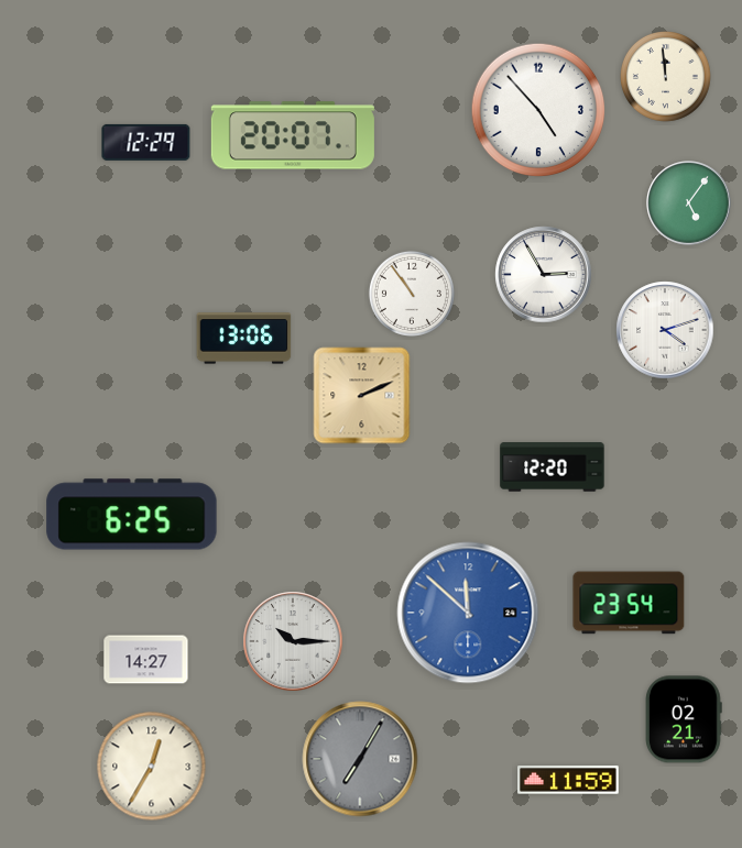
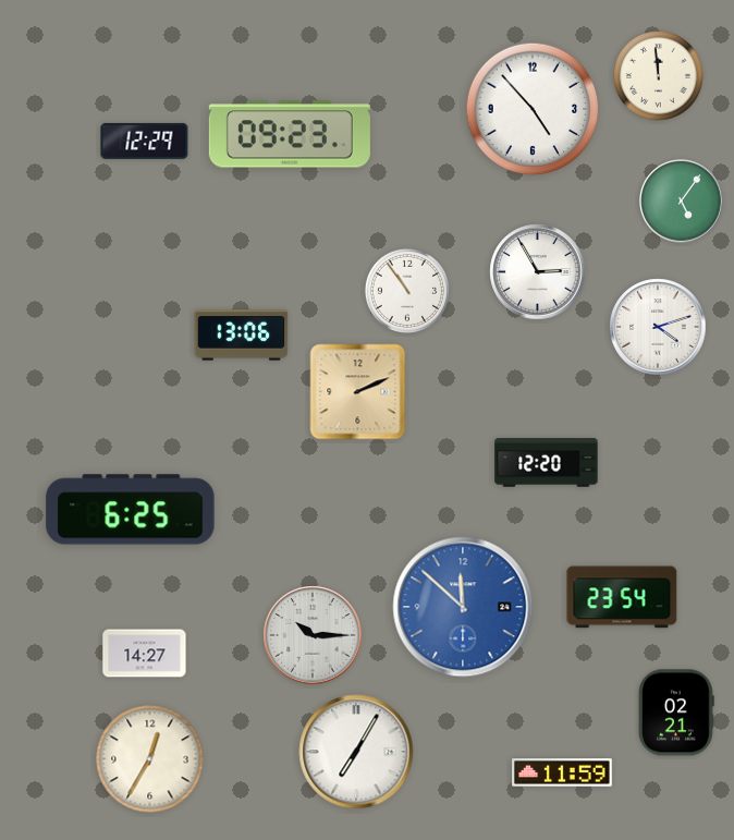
clock at (293, 135): 20:07 -> 09:23
clock at (293, 641) position: (293, 641) -> (313, 635)
clock at (360, 759) dial: grey -> white
